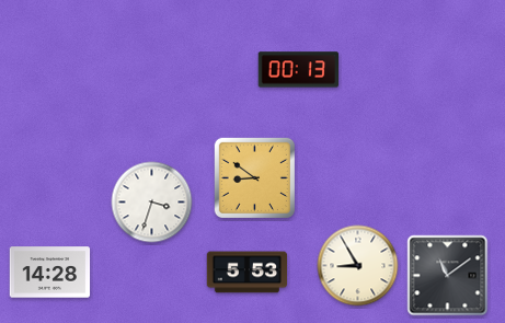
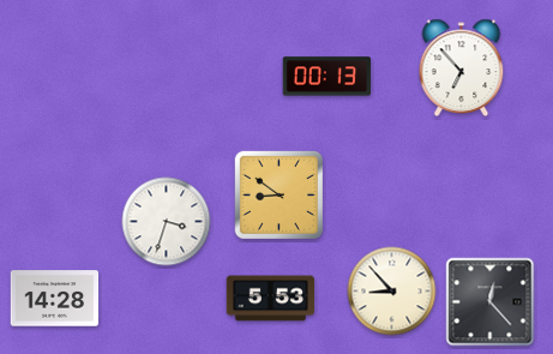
clock at (462, 67): none -> 6:53
clock at (358, 266): 8:55 -> 8:53
clock at (448, 276): 11:09 -> 12:23
